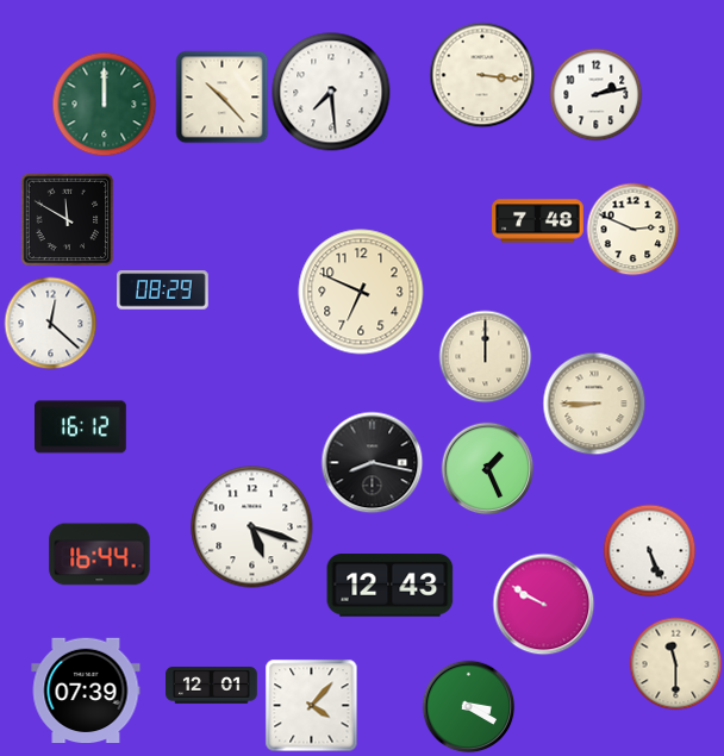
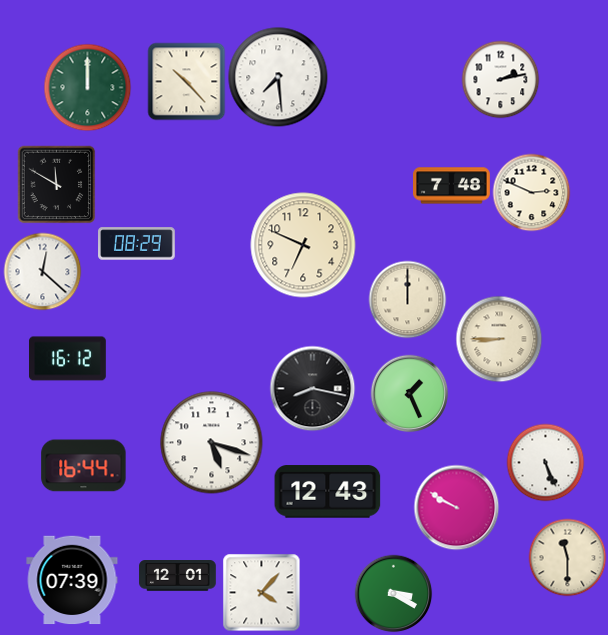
clock at (482, 75): 3:16 -> none
